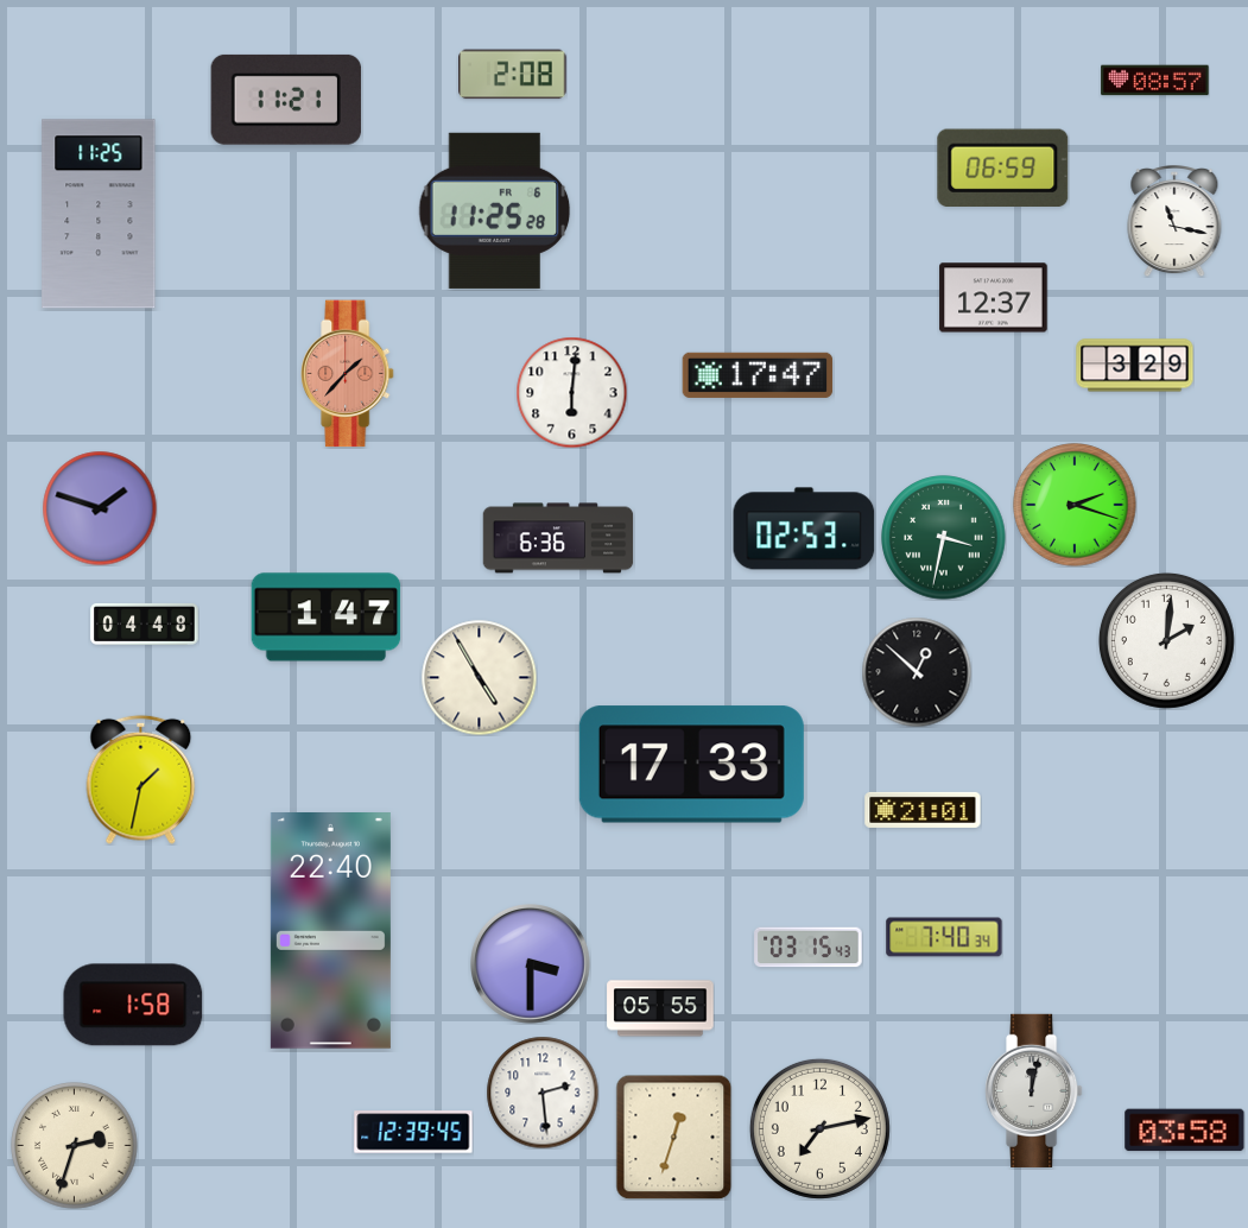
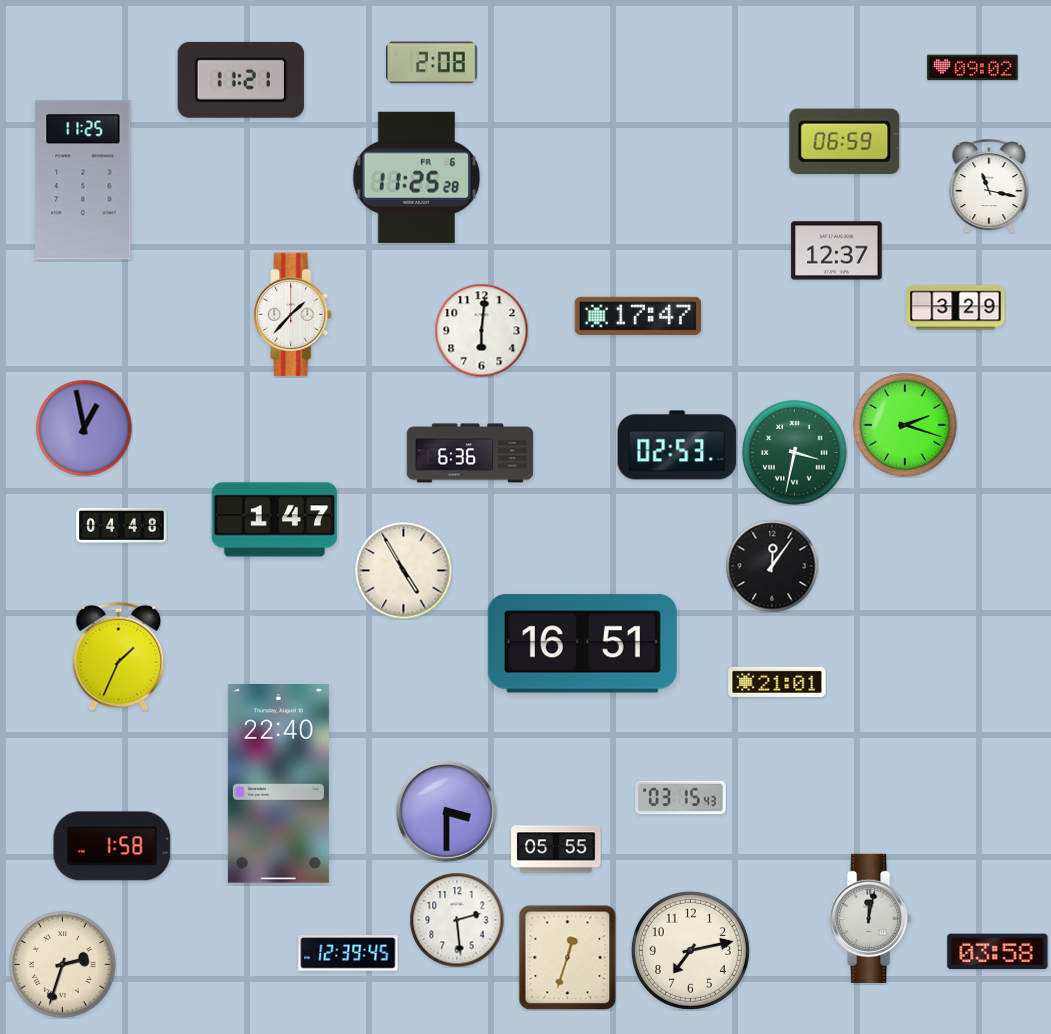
clock at (1155, 81): 08:57 -> 09:02
clock at (286, 100) position: (286, 100) -> (241, 80)
clock at (348, 374) dial: salmon -> white
clock at (100, 508): 1:48 -> 12:58
clock at (1166, 640): 2:01 -> none
clock at (917, 672): 12:52 -> 12:06
clock at (691, 765): 17:33 -> 16:51
clock at (141, 779): 1:32 -> 1:34
clock at (944, 937): 7:40 -> none
